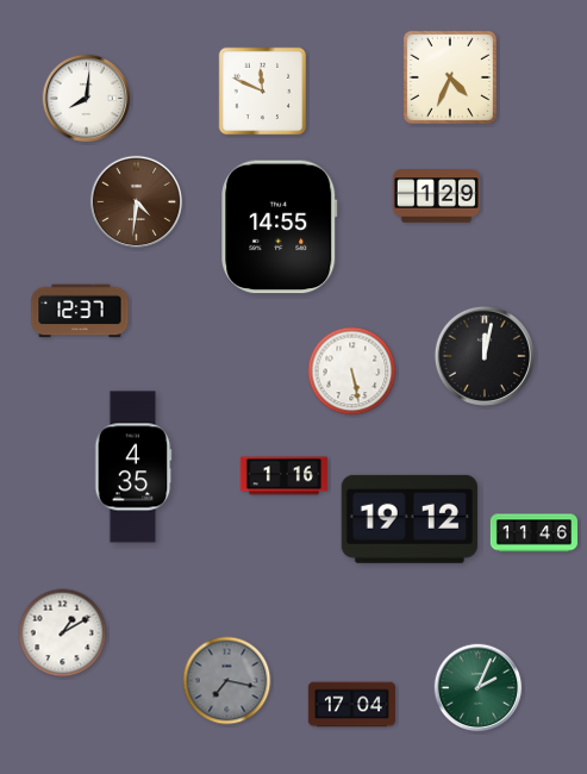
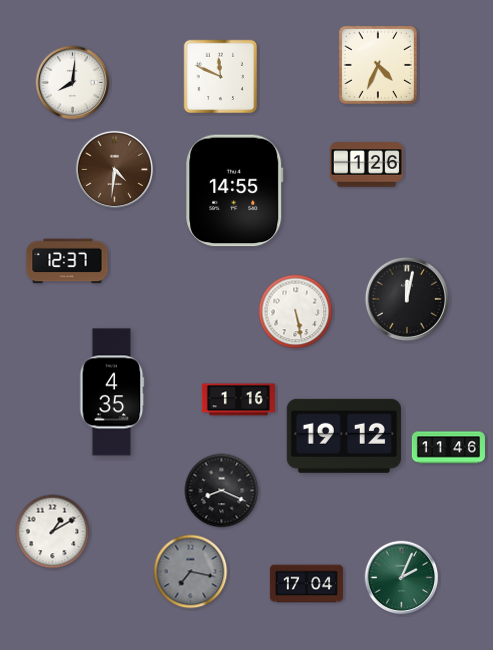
clock at (436, 196): 1:29 -> 1:26
clock at (222, 491): none -> 8:19
clock at (351, 705) position: (351, 705) -> (306, 584)
